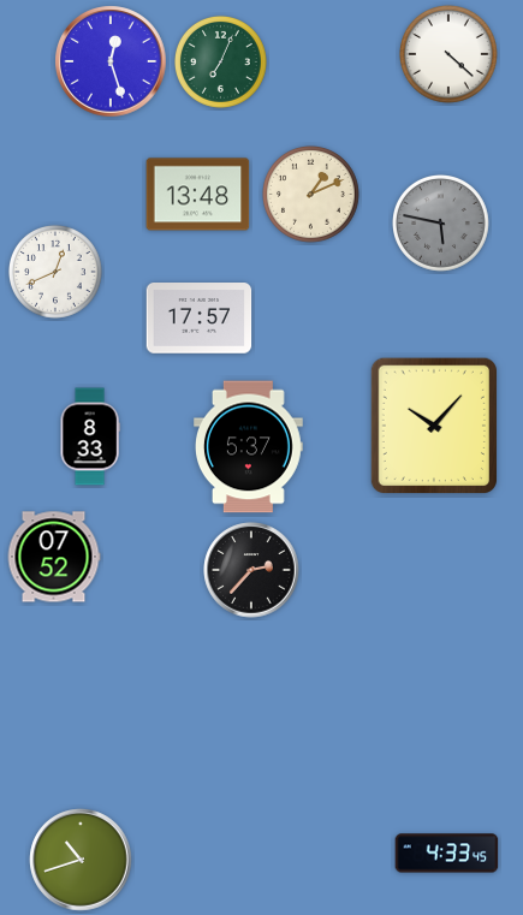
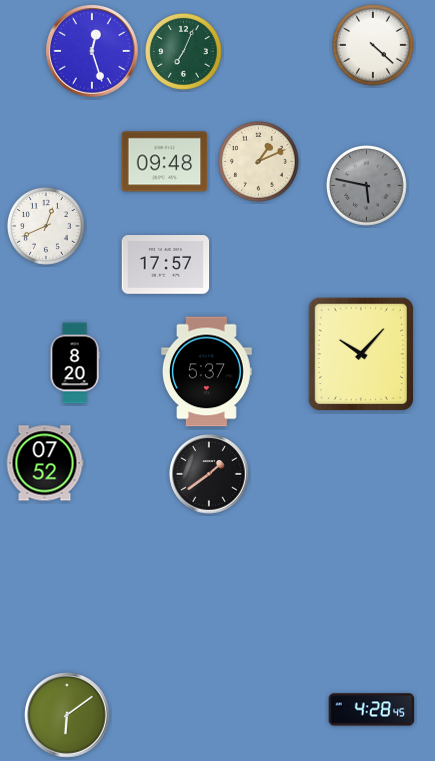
clock at (198, 195): 13:48 -> 09:48
clock at (90, 436): 8:33 -> 8:20
clock at (251, 570): 2:37 -> 1:39
clock at (447, 854): 4:33 -> 4:28
clock at (81, 860): 10:42 -> 6:09
